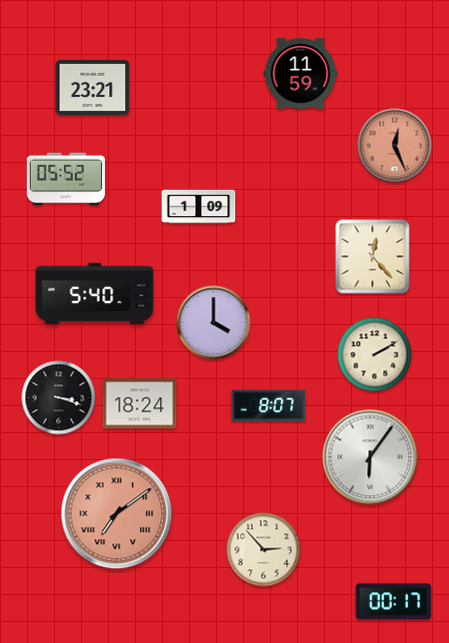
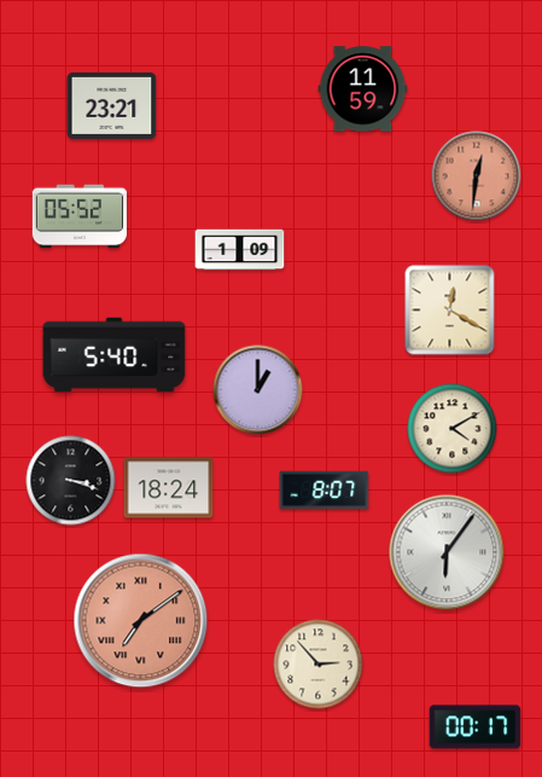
clock at (395, 146): 12:26 -> 12:31
clock at (373, 257): 12:23 -> 12:20
clock at (214, 323): 4:00 -> 1:00
clock at (375, 355): 2:10 -> 4:10
